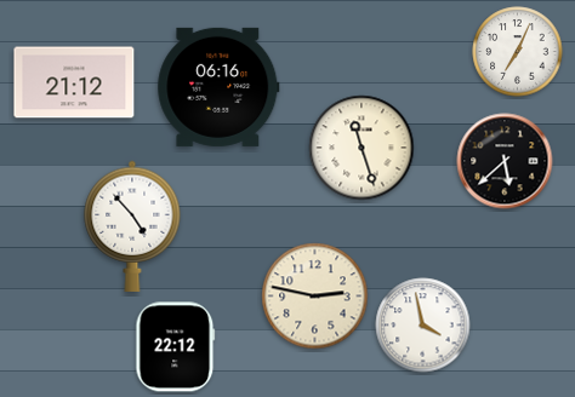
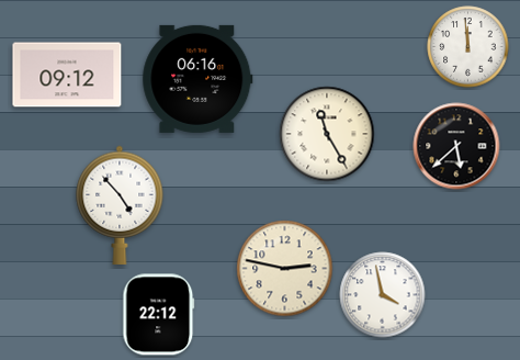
clock at (518, 52): 7:04 -> 11:59
clock at (74, 82): 21:12 -> 09:12
clock at (361, 148): 11:27 -> 11:25
